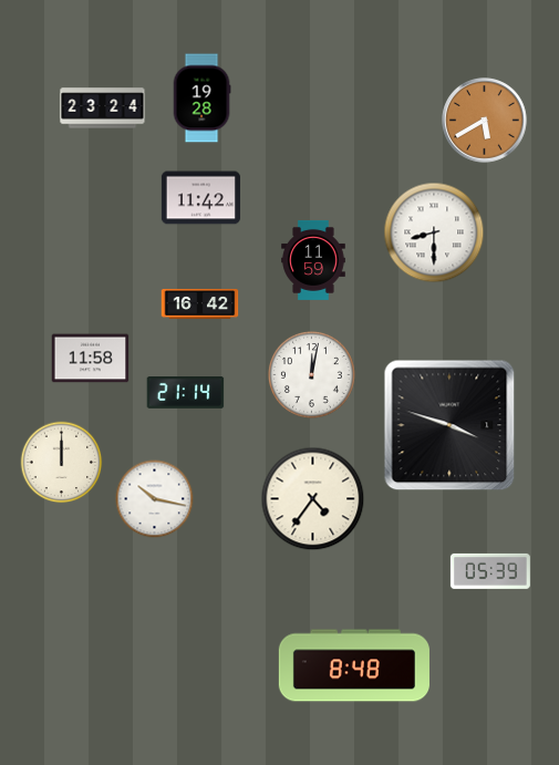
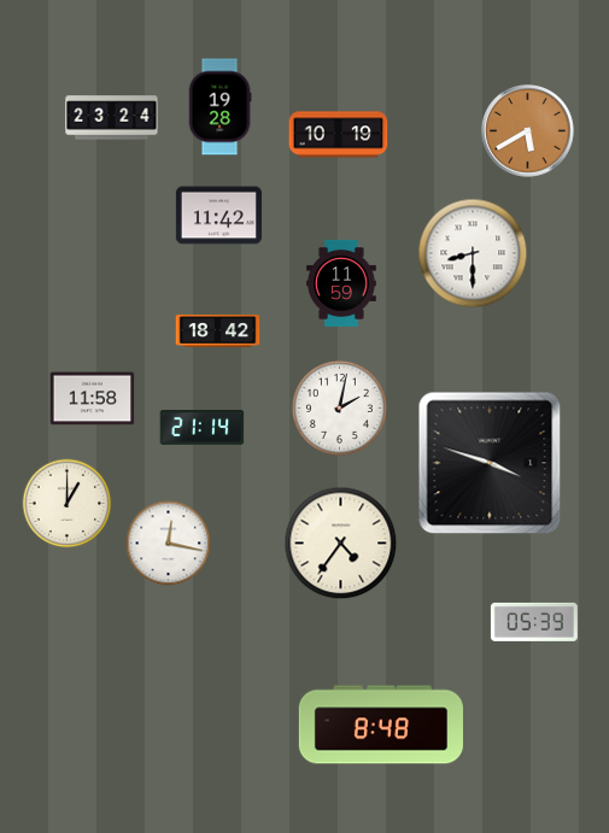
clock at (339, 135): none -> 10:19
clock at (200, 303): 16:42 -> 18:42
clock at (91, 359) position: (91, 359) -> (93, 399)
clock at (311, 374): 12:02 -> 2:02
clock at (62, 463): 12:00 -> 1:00
clock at (155, 499): 10:17 -> 12:17
clock at (354, 665) position: (354, 665) -> (381, 725)
